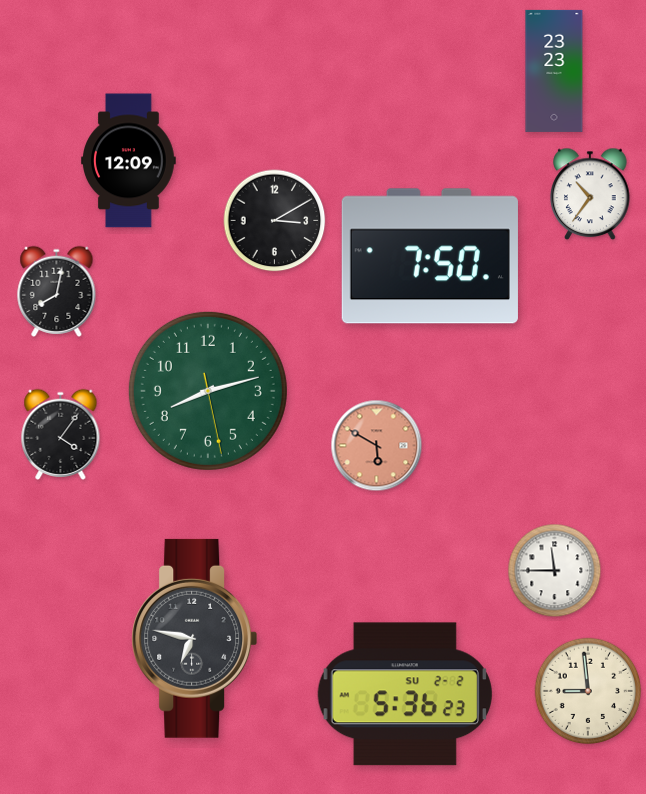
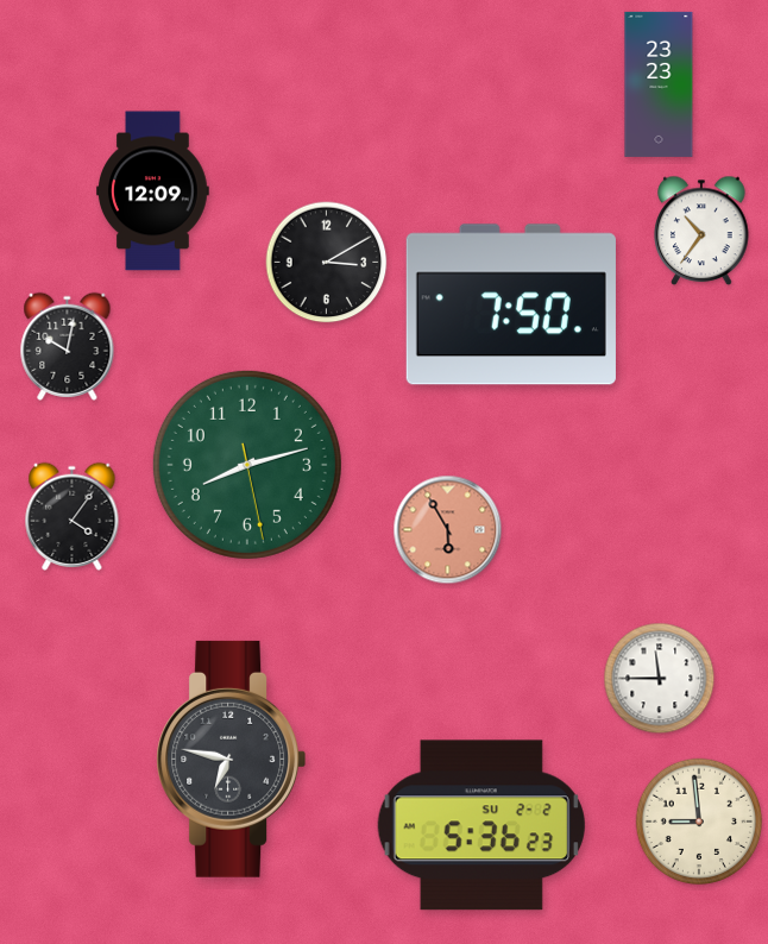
clock at (57, 291): 8:02 -> 10:02
clock at (377, 446): 5:50 -> 5:55
